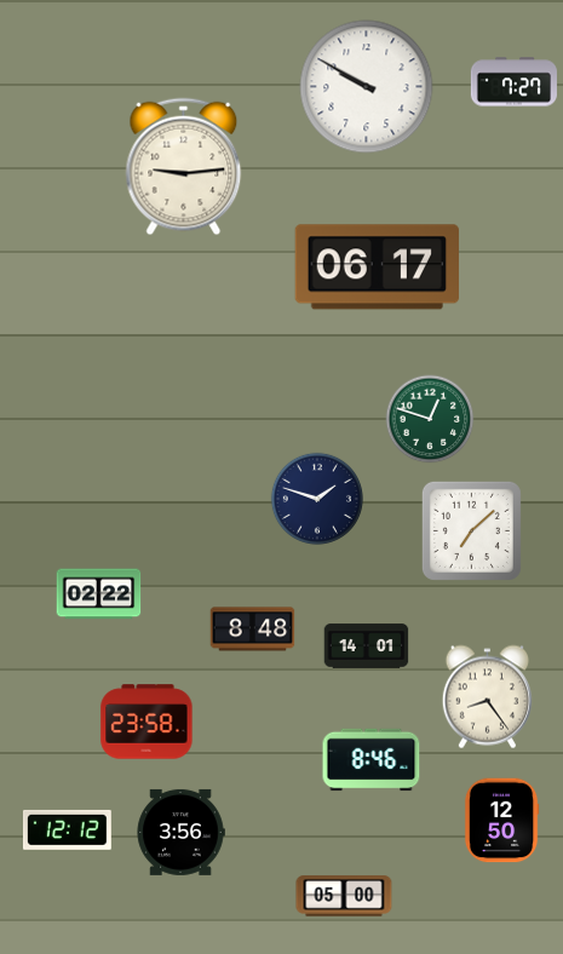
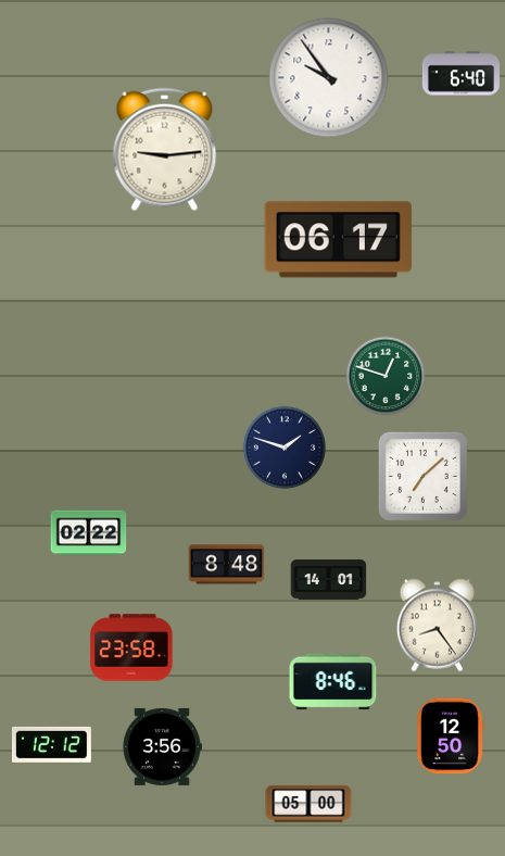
clock at (513, 82): 7:27 -> 6:40
clock at (367, 87): 9:50 -> 9:54
clock at (67, 829) position: (67, 829) -> (51, 744)
